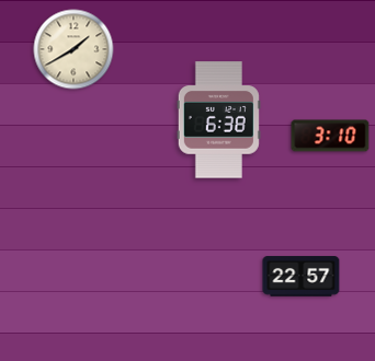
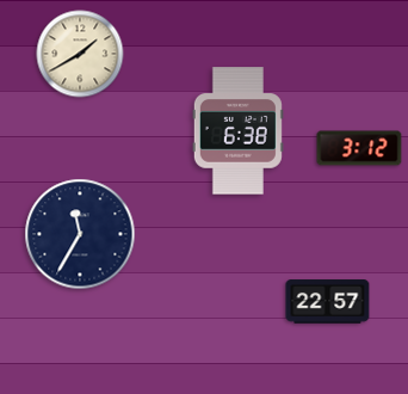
clock at (330, 136): 3:10 -> 3:12
clock at (80, 234): none -> 11:35
